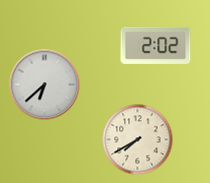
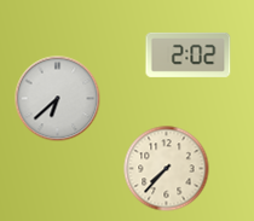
clock at (45, 85) position: (45, 85) -> (58, 99)
clock at (138, 140): 7:40 -> 7:37
